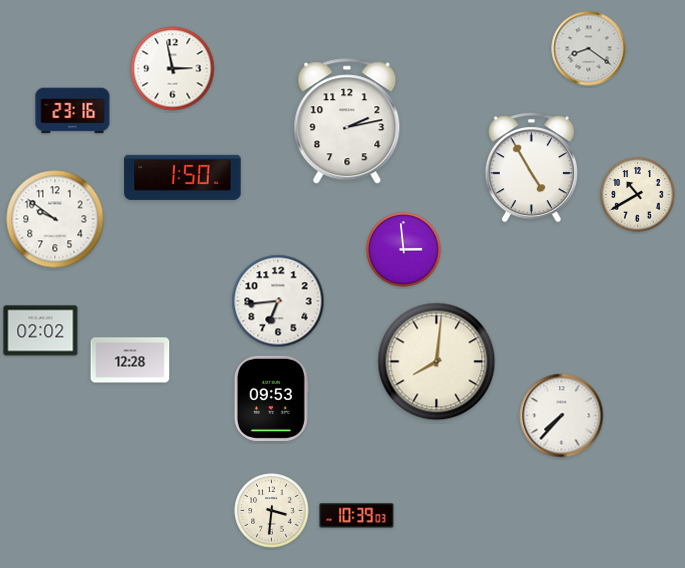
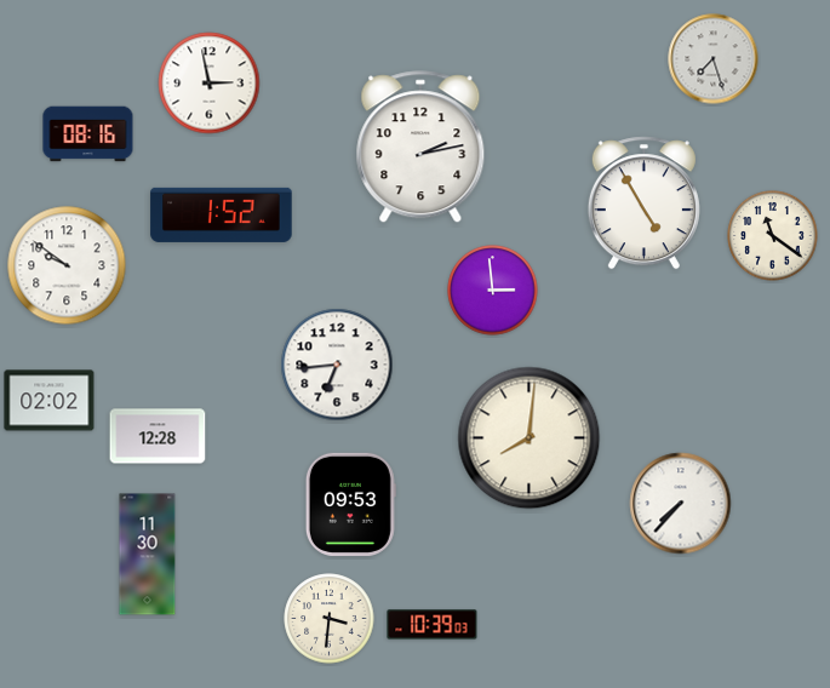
clock at (589, 49): 8:21 -> 7:27
clock at (73, 111): 23:16 -> 08:16
clock at (183, 177): 1:50 -> 1:52
clock at (638, 195): 10:40 -> 11:21
clock at (404, 250) position: (404, 250) -> (493, 291)
clock at (271, 398) position: (271, 398) -> (350, 504)
clock at (148, 555): none -> 11:30
